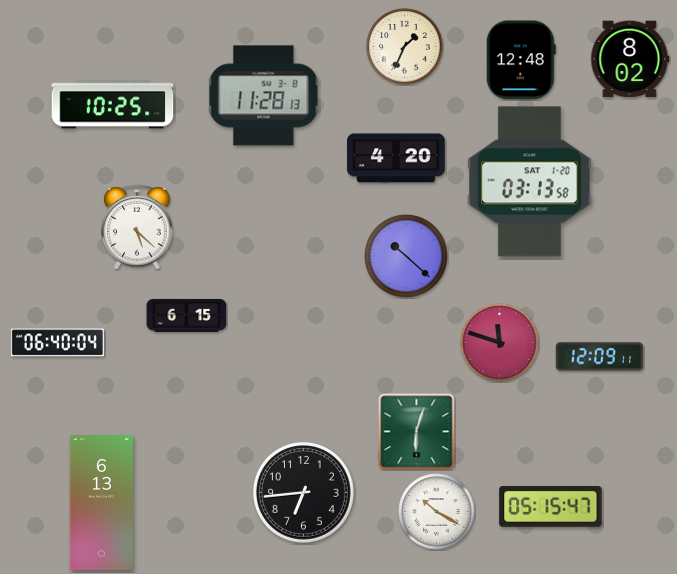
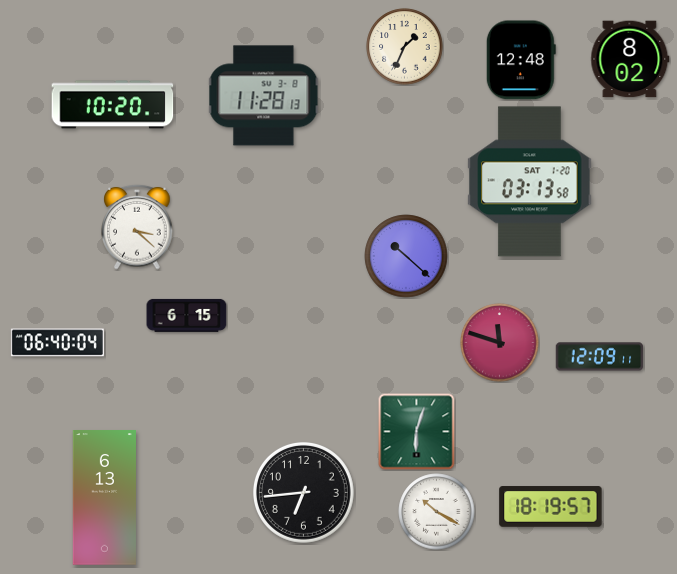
clock at (113, 105): 10:25 -> 10:20
clock at (396, 158): 4:20 -> none
clock at (137, 227): 5:22 -> 3:22
clock at (101, 503) position: (101, 503) -> (104, 498)
clock at (551, 507): 05:15 -> 18:19
